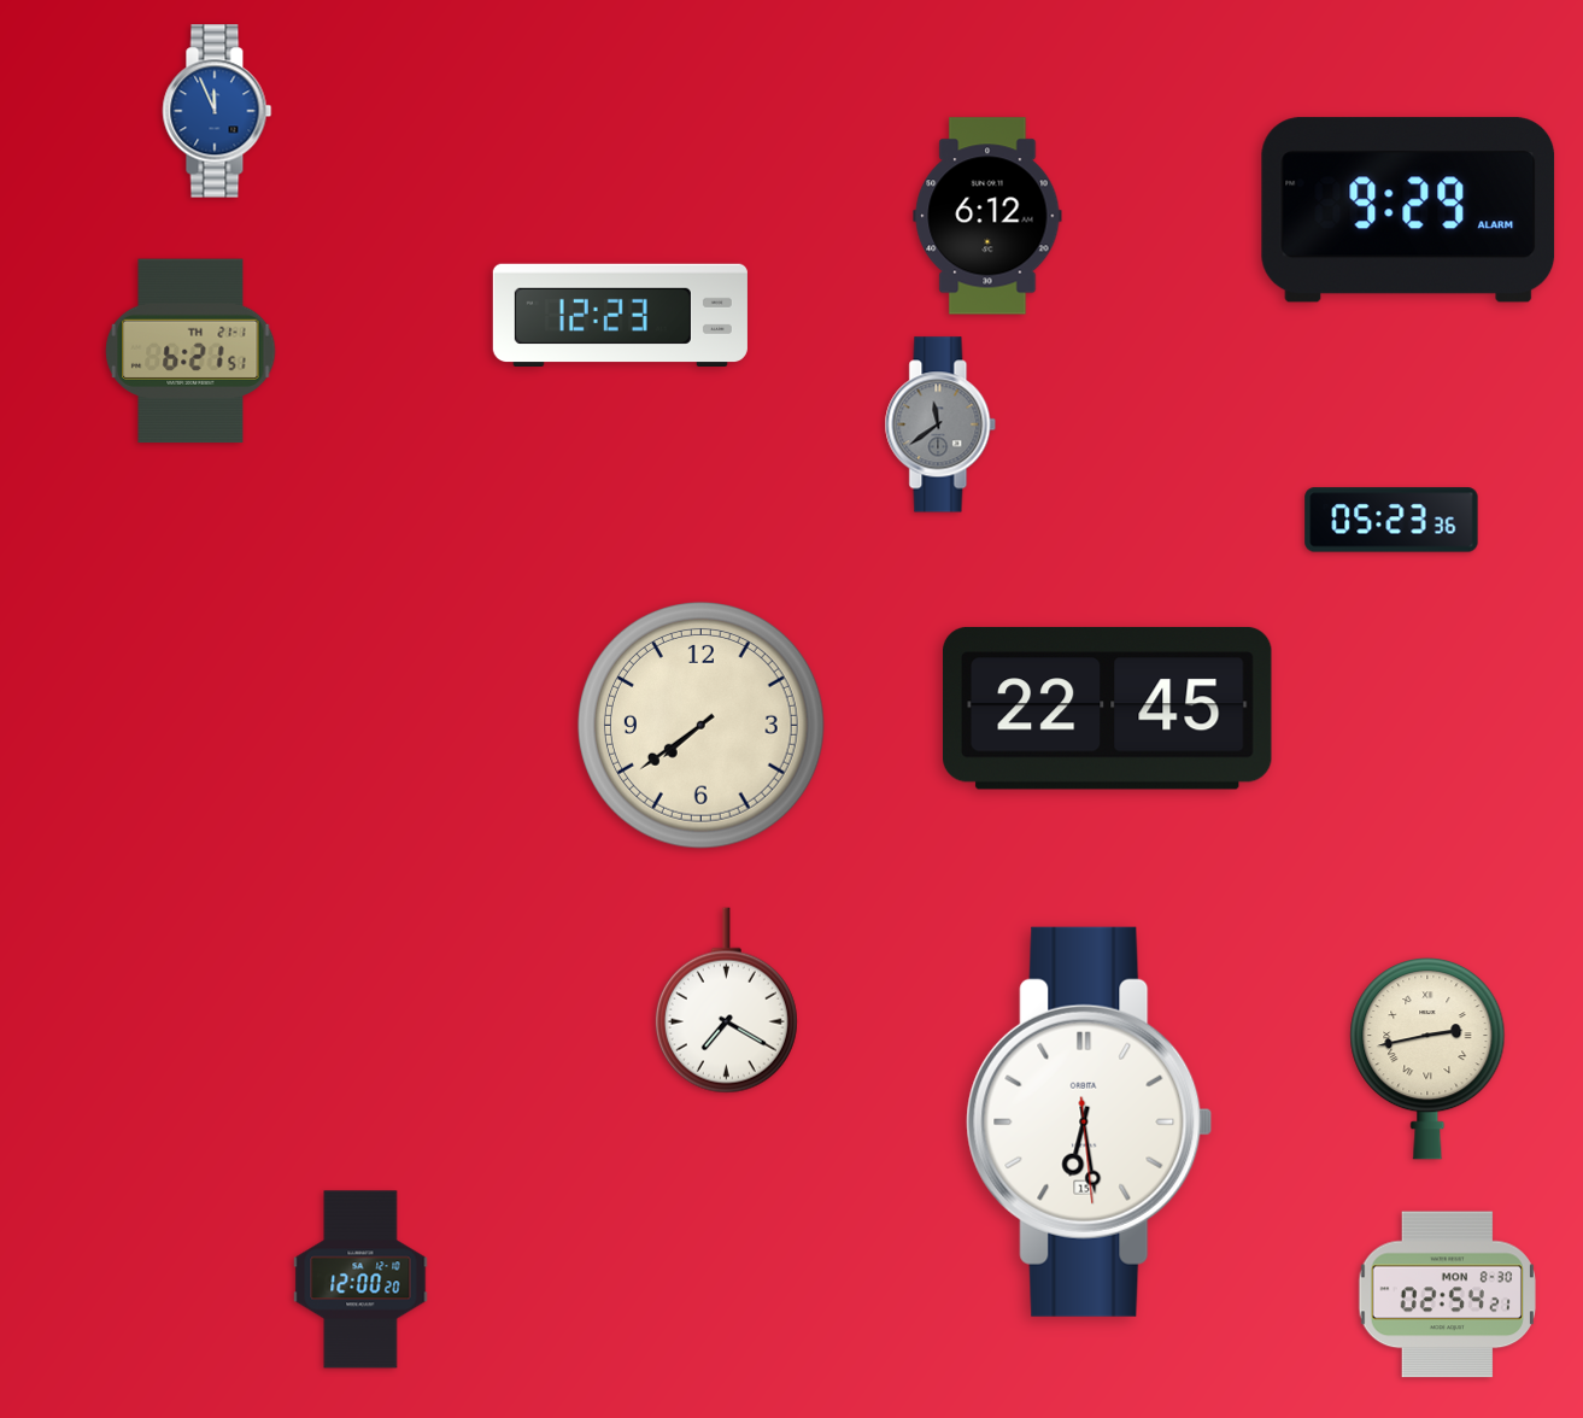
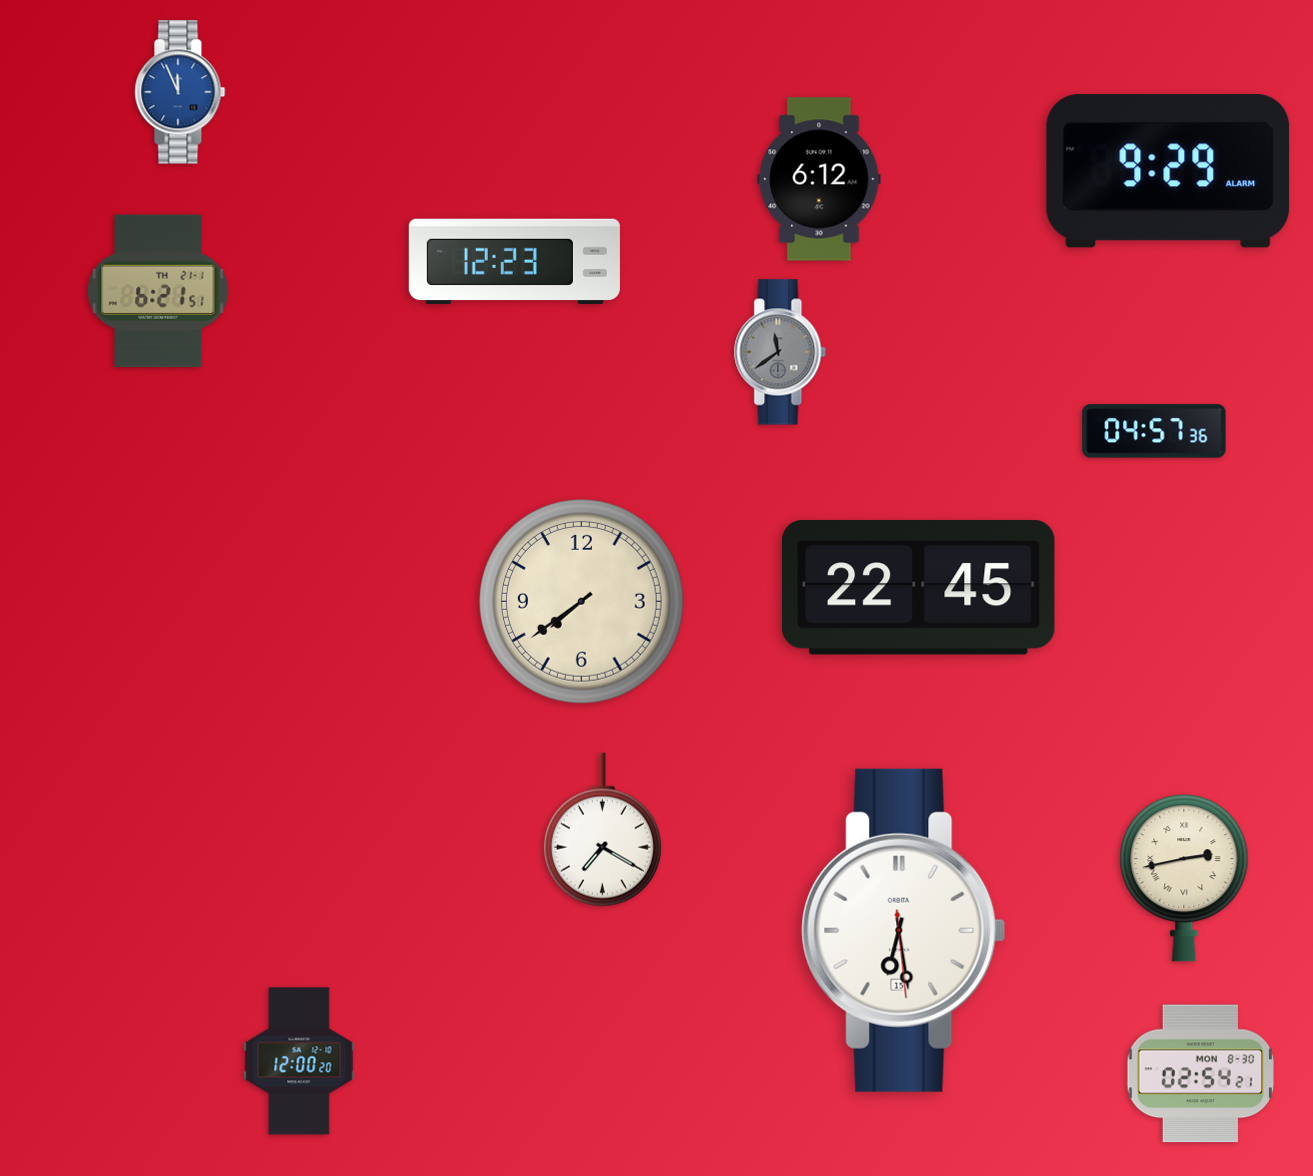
clock at (1408, 210) position: (1408, 210) -> (1168, 171)
clock at (1391, 520): 05:23 -> 04:57
